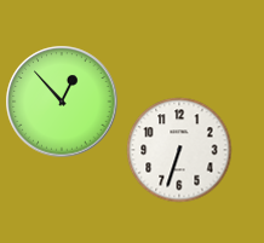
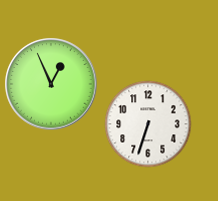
clock at (62, 102): 12:53 -> 12:56
